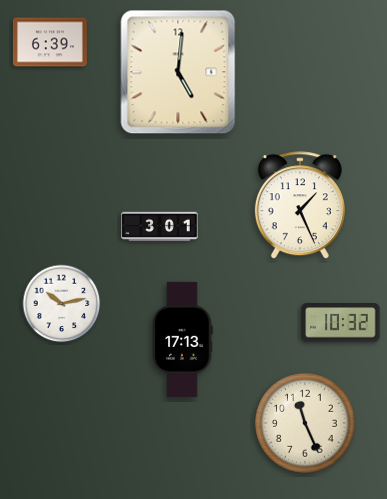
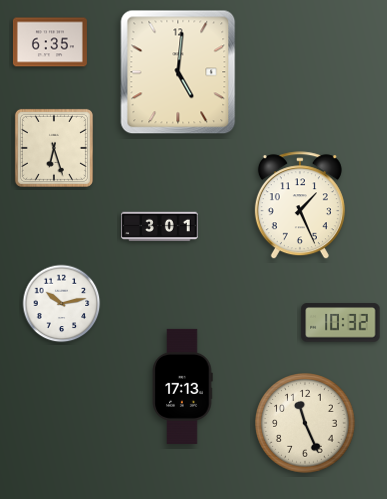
clock at (50, 42): 6:39 -> 6:35
clock at (54, 148): none -> 6:27
clock at (182, 339) position: (182, 339) -> (182, 386)
